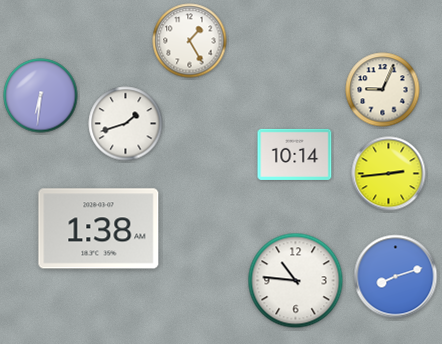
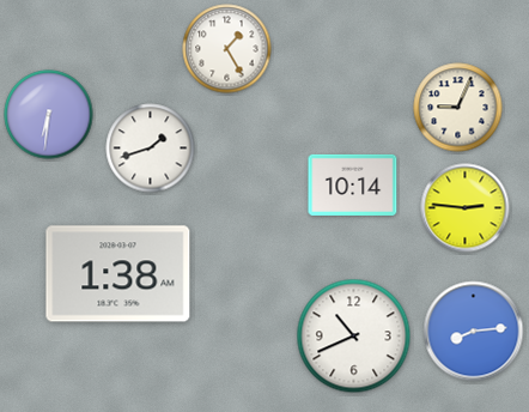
clock at (389, 174): 2:44 -> 2:46
clock at (396, 277): 8:12 -> 8:14
clock at (296, 281): 10:46 -> 10:41
